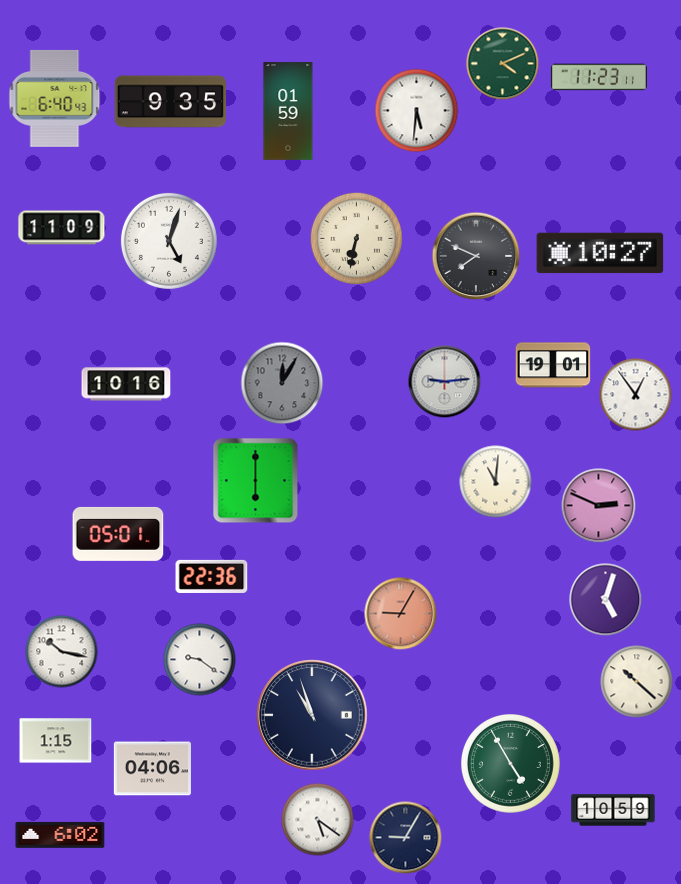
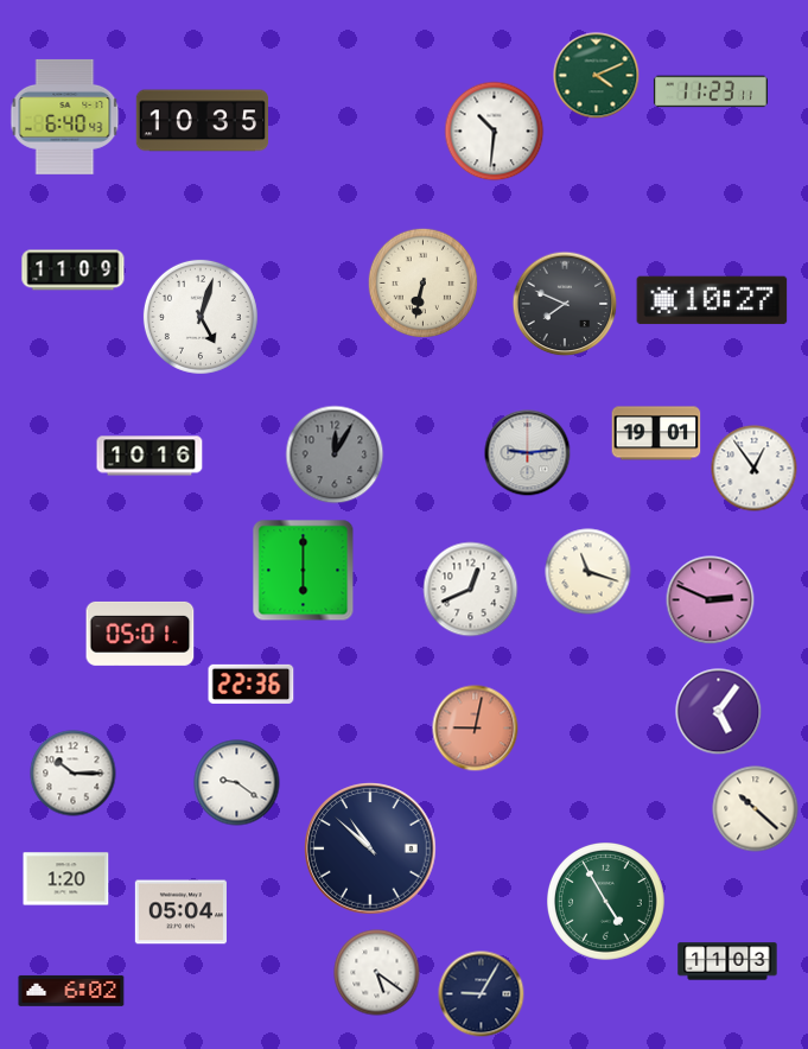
clock at (170, 102): 9:35 -> 10:35
clock at (288, 111): 01:59 -> none
clock at (417, 111): 5:31 -> 10:31
clock at (169, 241) position: (169, 241) -> (201, 317)
clock at (496, 482): 11:01 -> 11:18
clock at (471, 590): none -> 12:41
clock at (606, 600): 5:03 -> 5:06
clock at (401, 614): 9:05 -> 9:02
clock at (62, 652): 10:17 -> 10:15
clock at (312, 715): 10:57 -> 10:52
clock at (56, 741): 1:15 -> 1:20
clock at (511, 764) position: (511, 764) -> (606, 902)
clock at (152, 769): 04:06 -> 05:04
clock at (613, 810): 10:59 -> 11:03
